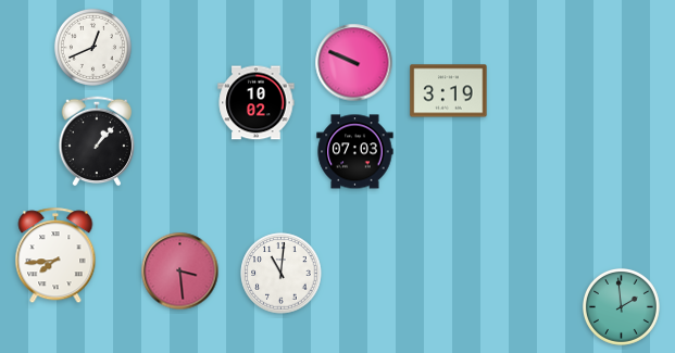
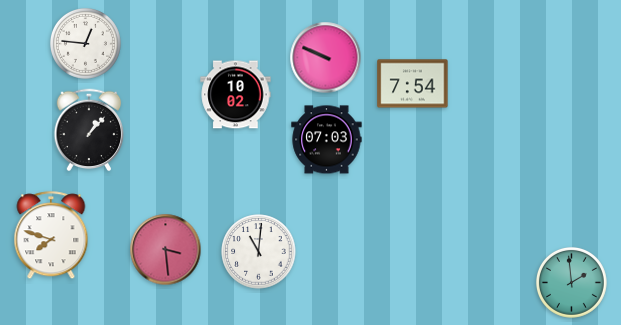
clock at (92, 47): 12:41 -> 12:46
clock at (449, 91): 3:19 -> 7:54
clock at (55, 256): 7:44 -> 7:48
